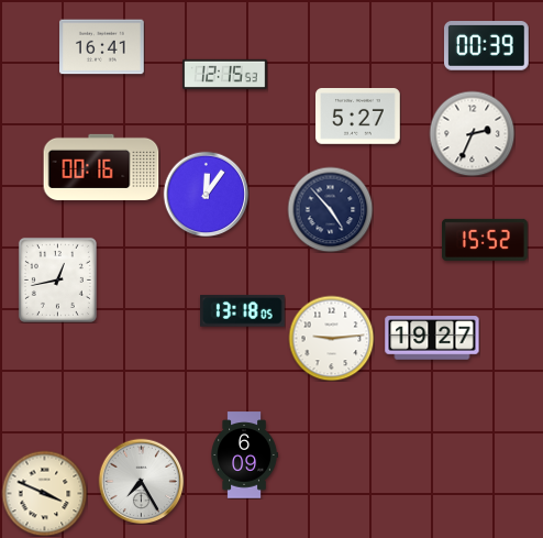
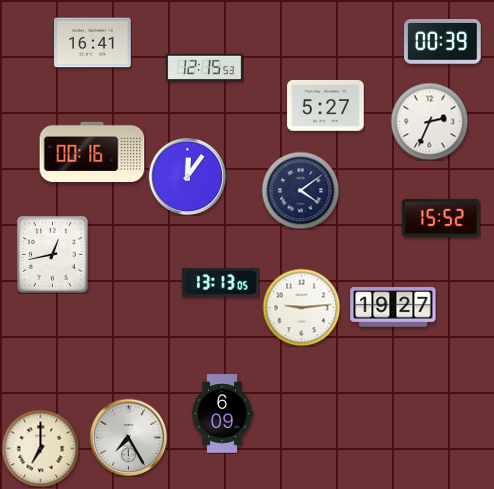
clock at (330, 209): 4:53 -> 4:09
clock at (243, 311): 13:18 -> 13:13
clock at (44, 493): 3:49 -> 7:00
